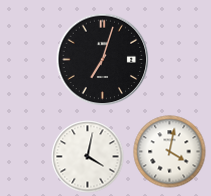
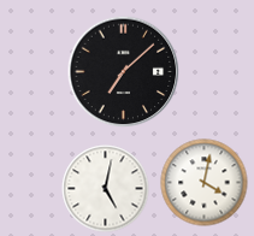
clock at (103, 60): 7:03 -> 7:08
clock at (88, 157): 4:02 -> 5:02
